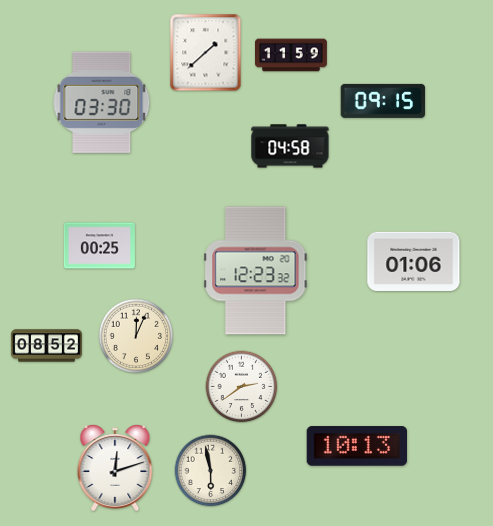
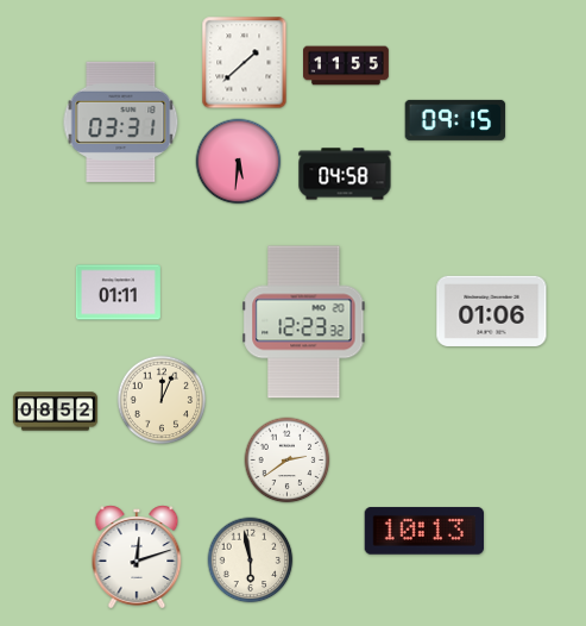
clock at (292, 55): 11:59 -> 11:55
clock at (102, 102): 03:30 -> 03:31
clock at (239, 162): none -> 5:31
clock at (99, 246): 00:25 -> 01:11
